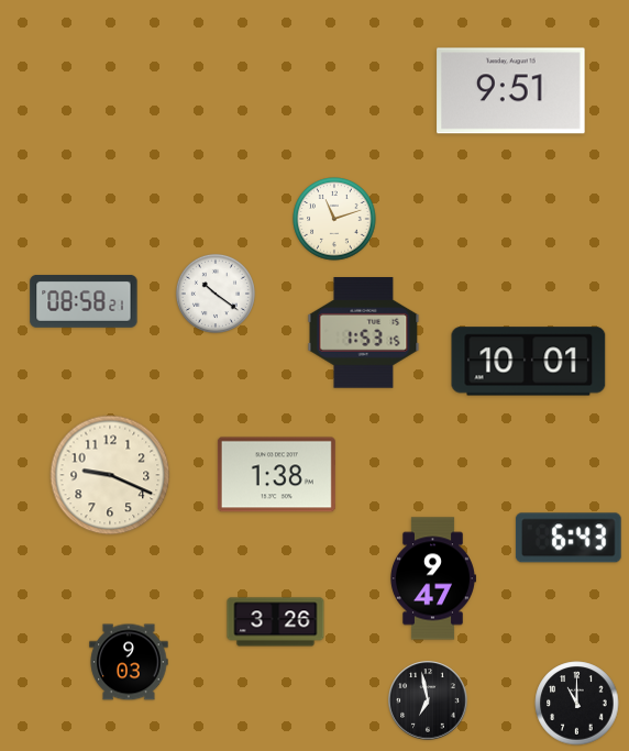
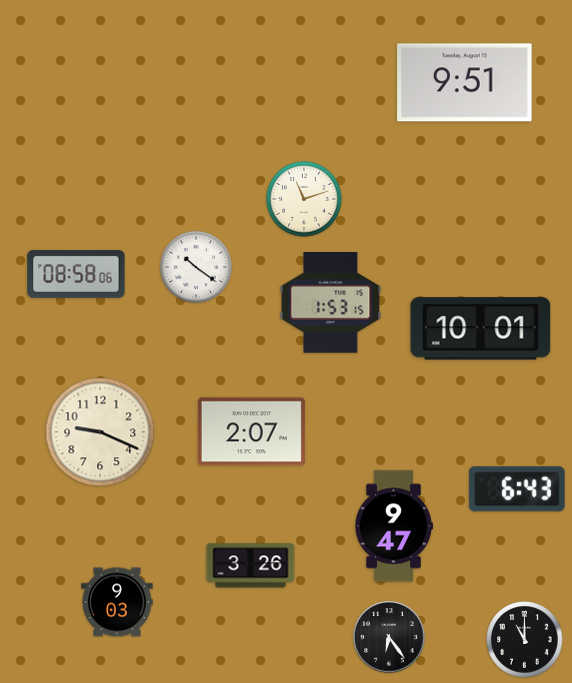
clock at (84, 302): 08:58:21 -> 08:58:06
clock at (276, 475): 1:38 -> 2:07
clock at (428, 700): 6:58 -> 6:24
